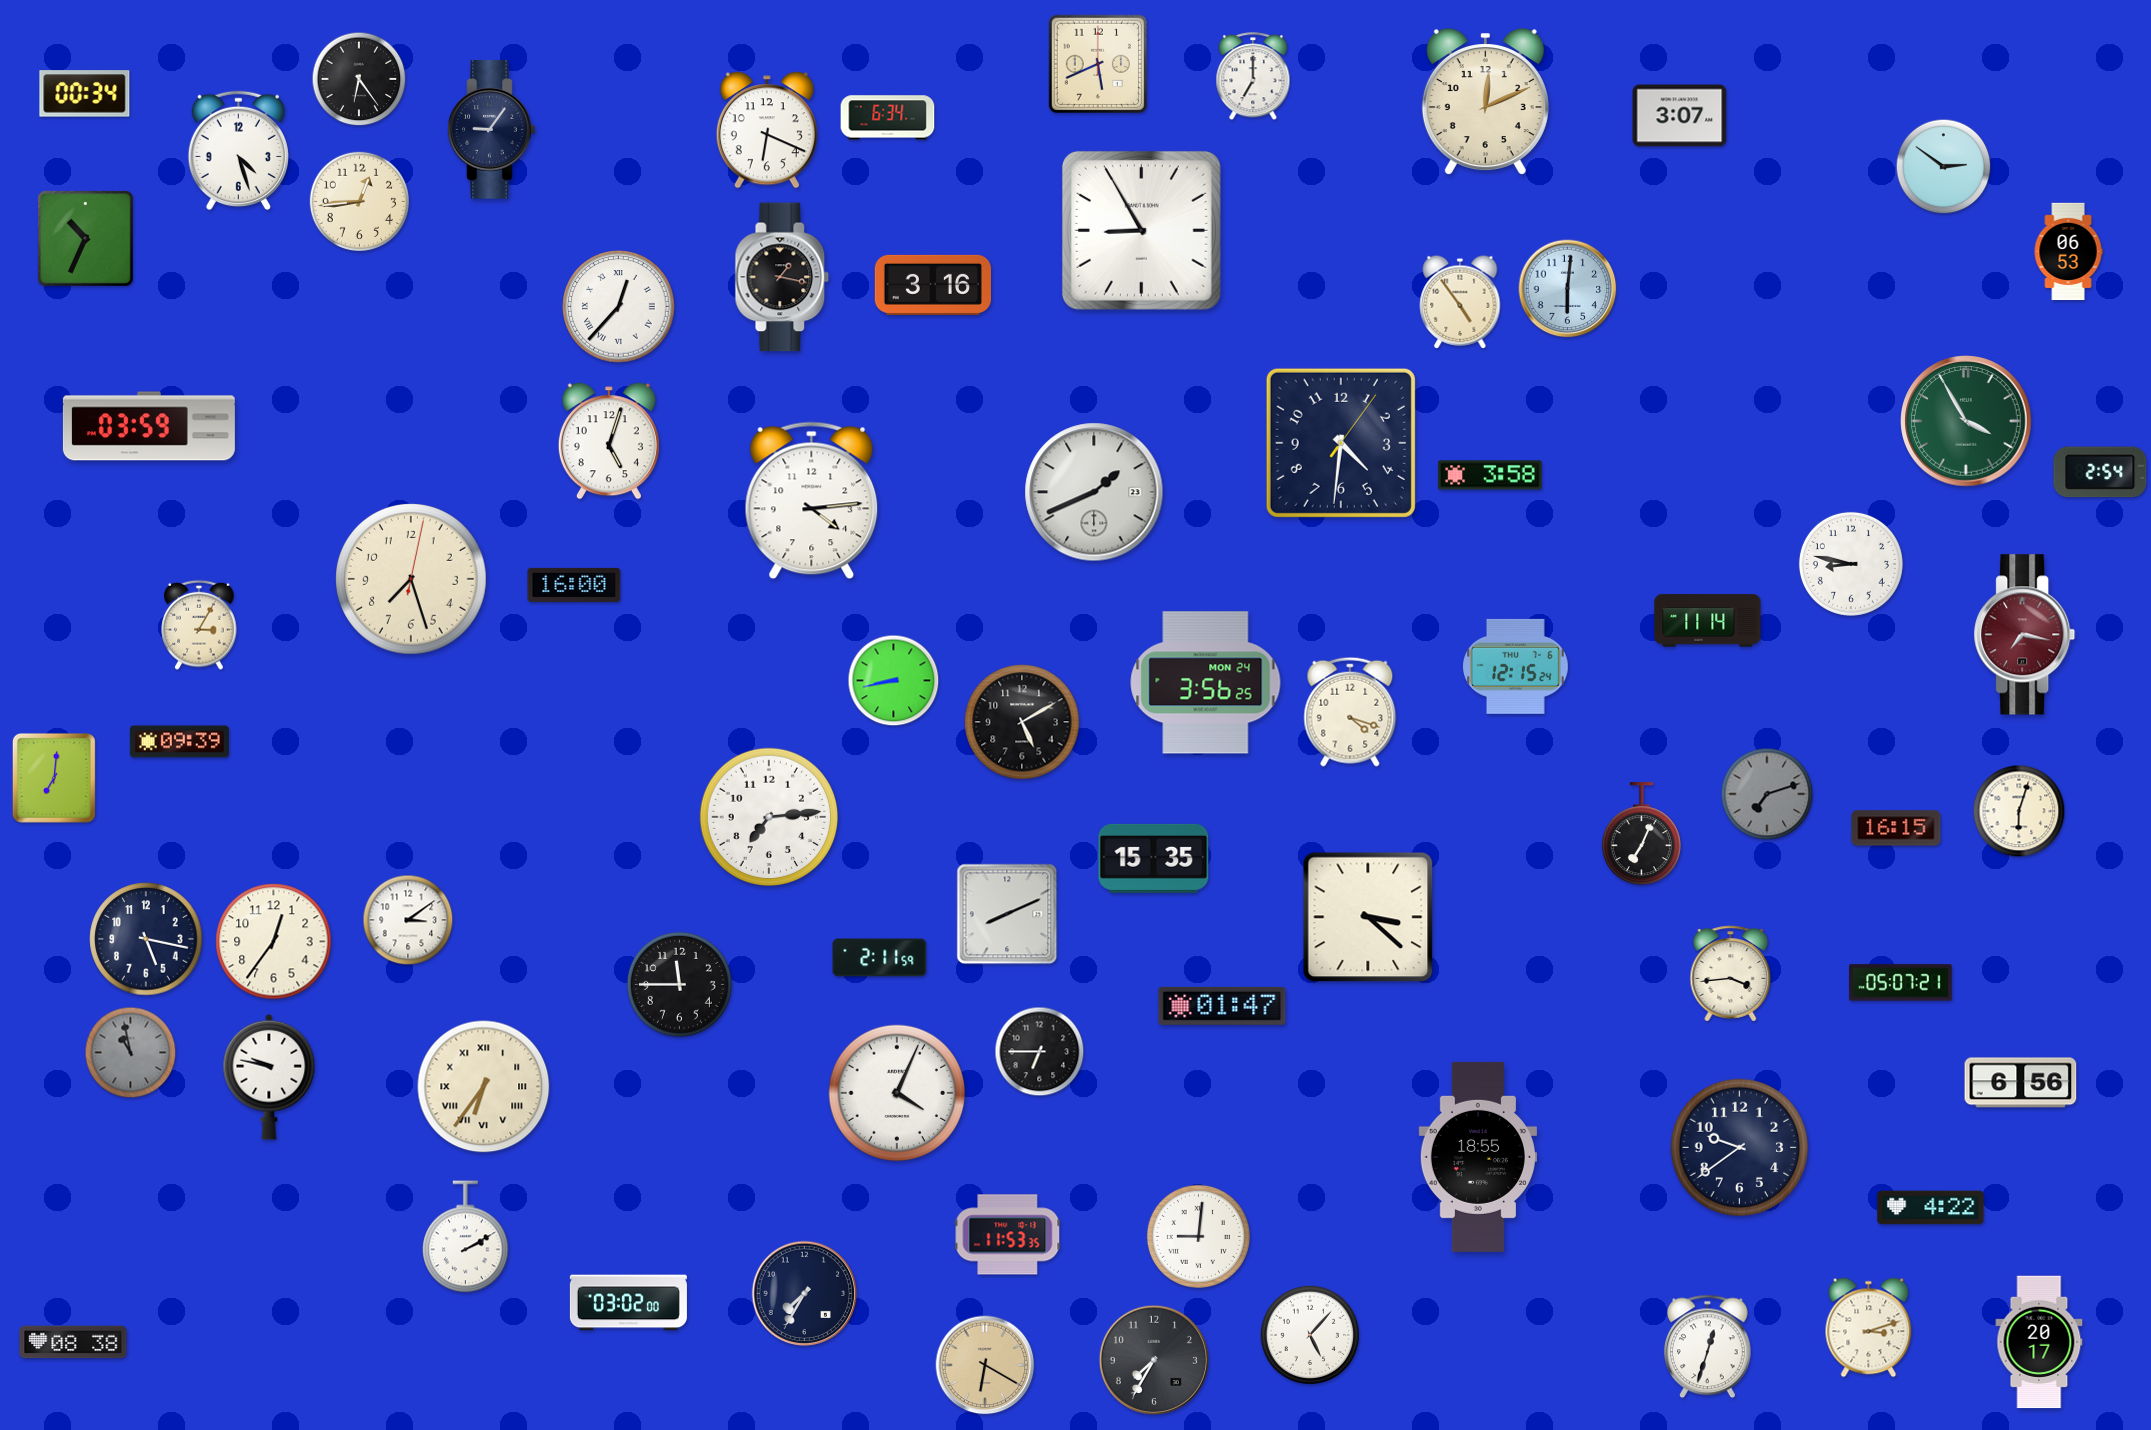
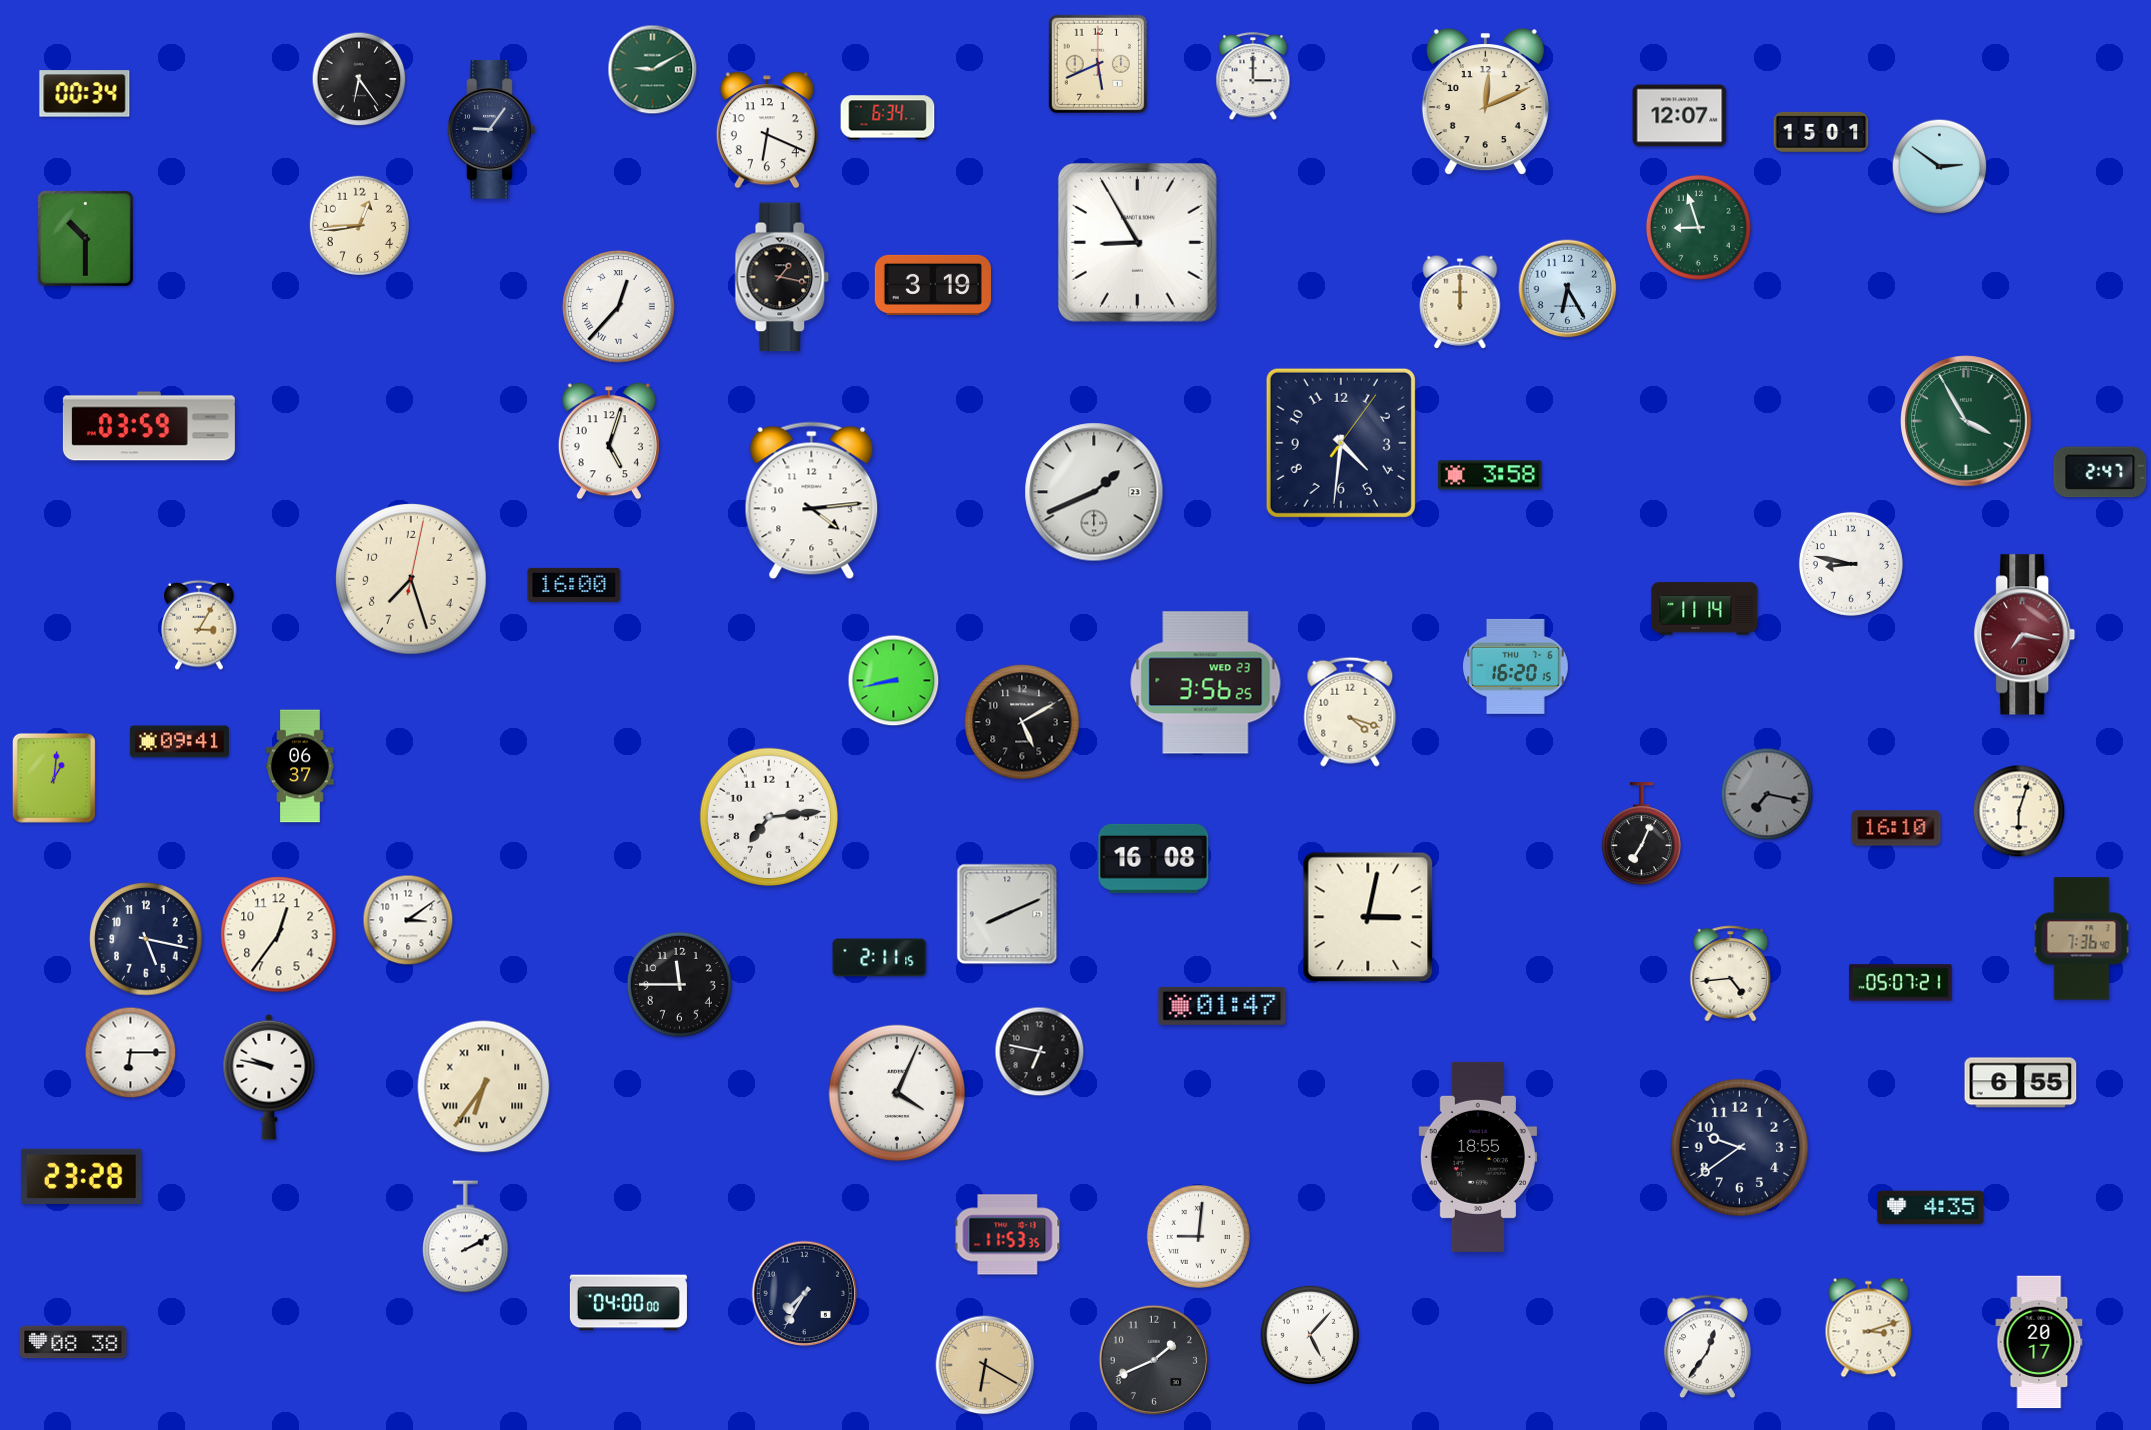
clock at (653, 70): none -> 9:10
clock at (1253, 77): 7:00 -> 3:00
clock at (1680, 116): 3:07 -> 12:07
clock at (1821, 132): none -> 15:01
clock at (238, 151): 4:27 -> none
clock at (1944, 167) position: (1944, 167) -> (1940, 167)
clock at (359, 201) position: (359, 201) -> (359, 225)
clock at (1698, 227): none -> 8:57
clock at (1141, 230) position: (1141, 230) -> (1137, 242)
clock at (86, 239): 10:34 -> 10:30
clock at (2068, 252): 06:53 -> none
clock at (933, 285): 3:16 -> 3:19
clock at (1568, 289): 6:01 -> 6:25
clock at (1460, 302): 4:54 -> 12:00
clock at (2100, 472): 2:54 -> 2:47
clock at (1708, 621) position: (1708, 621) -> (1705, 609)
clock at (1516, 666): 12:15 -> 16:20
clock at (1206, 683) date: MON 24 -> WED 23
clock at (179, 742): 09:39 -> 09:41
clock at (300, 766): none -> 06:37
clock at (54, 778): 7:01 -> 1:01
clock at (1767, 794): 7:12 -> 7:17
clock at (1896, 828): 16:15 -> 16:10
clock at (1154, 858): 15:35 -> 16:08
clock at (1368, 917): 3:22 -> 3:02
clock at (2082, 939): none -> 7:36
clock at (274, 942) position: (274, 942) -> (279, 935)
clock at (880, 958): 2:11:59 -> 2:11:15
clock at (1731, 974): 3:44 -> 4:44
clock at (1040, 1052): 6:45 -> 6:47
clock at (131, 1053): 10:58 -> 6:15
clock at (131, 1053) dial: grey -> white
clock at (2021, 1083): 6:56 -> 6:55
clock at (82, 1176): none -> 23:28
clock at (1931, 1208): 4:22 -> 4:35
clock at (628, 1303): 03:02 -> 04:00
clock at (1707, 1347): 12:33 -> 12:36
clock at (1154, 1360): 7:35 -> 1:41
